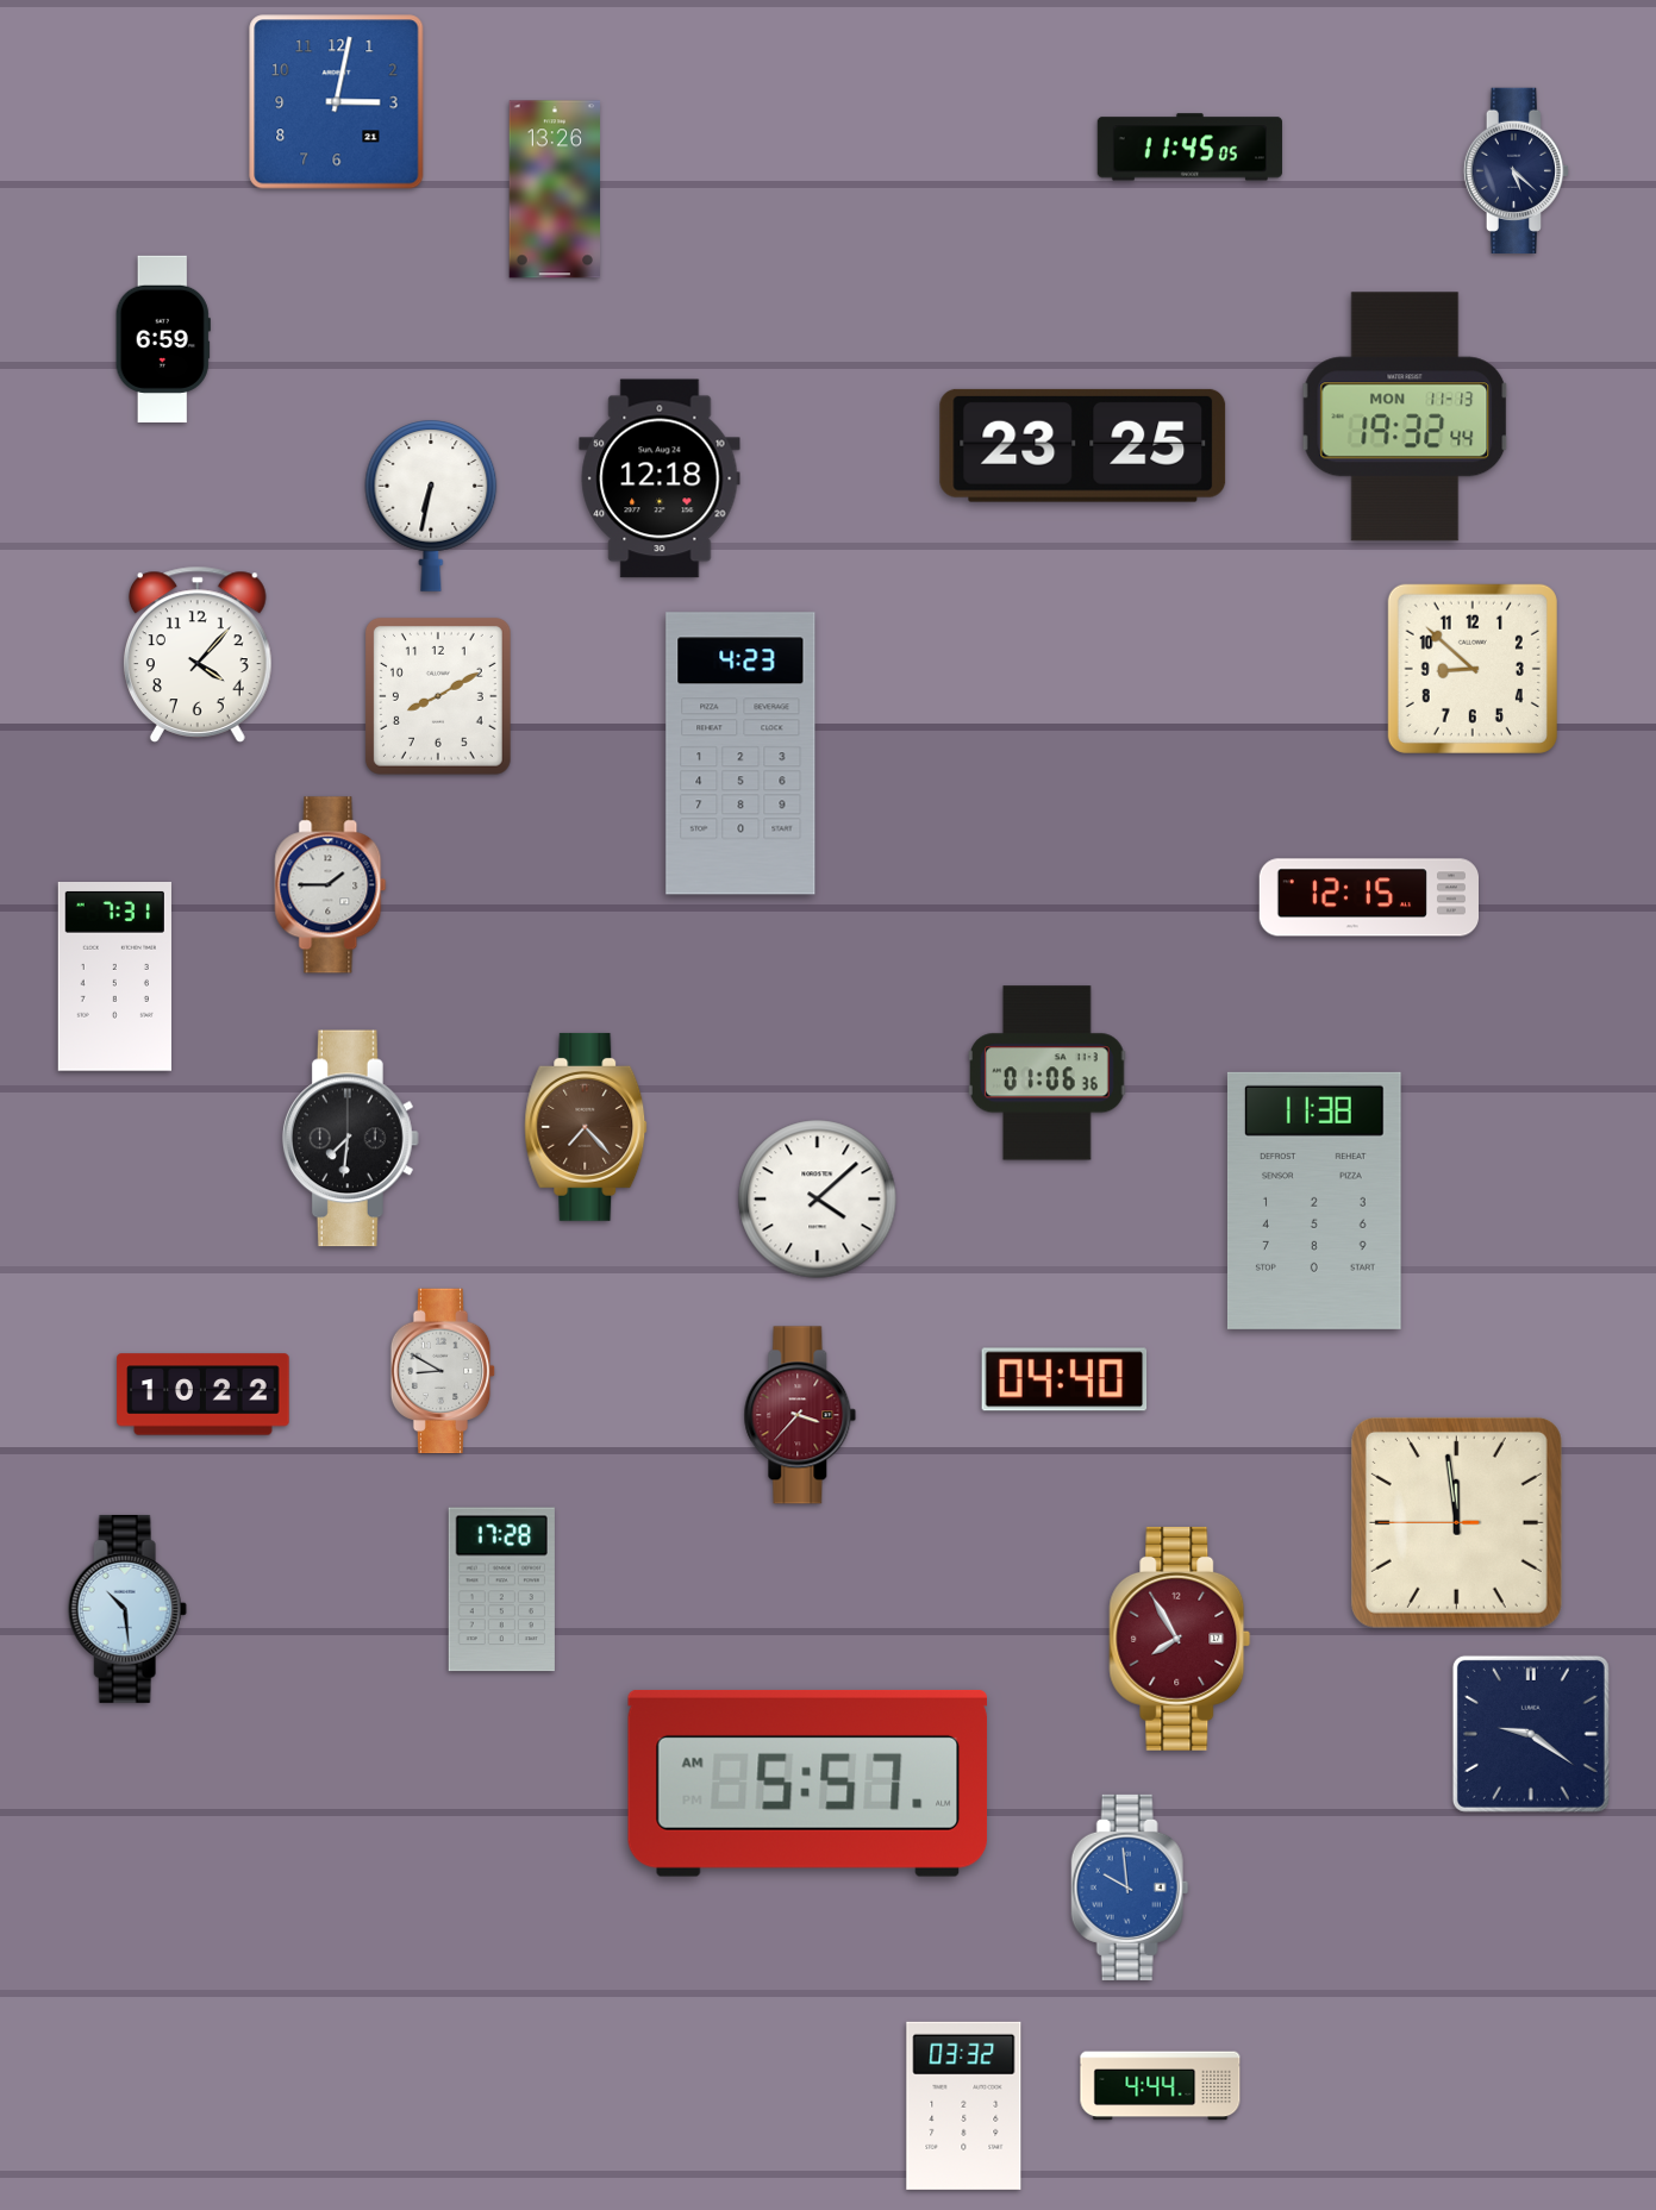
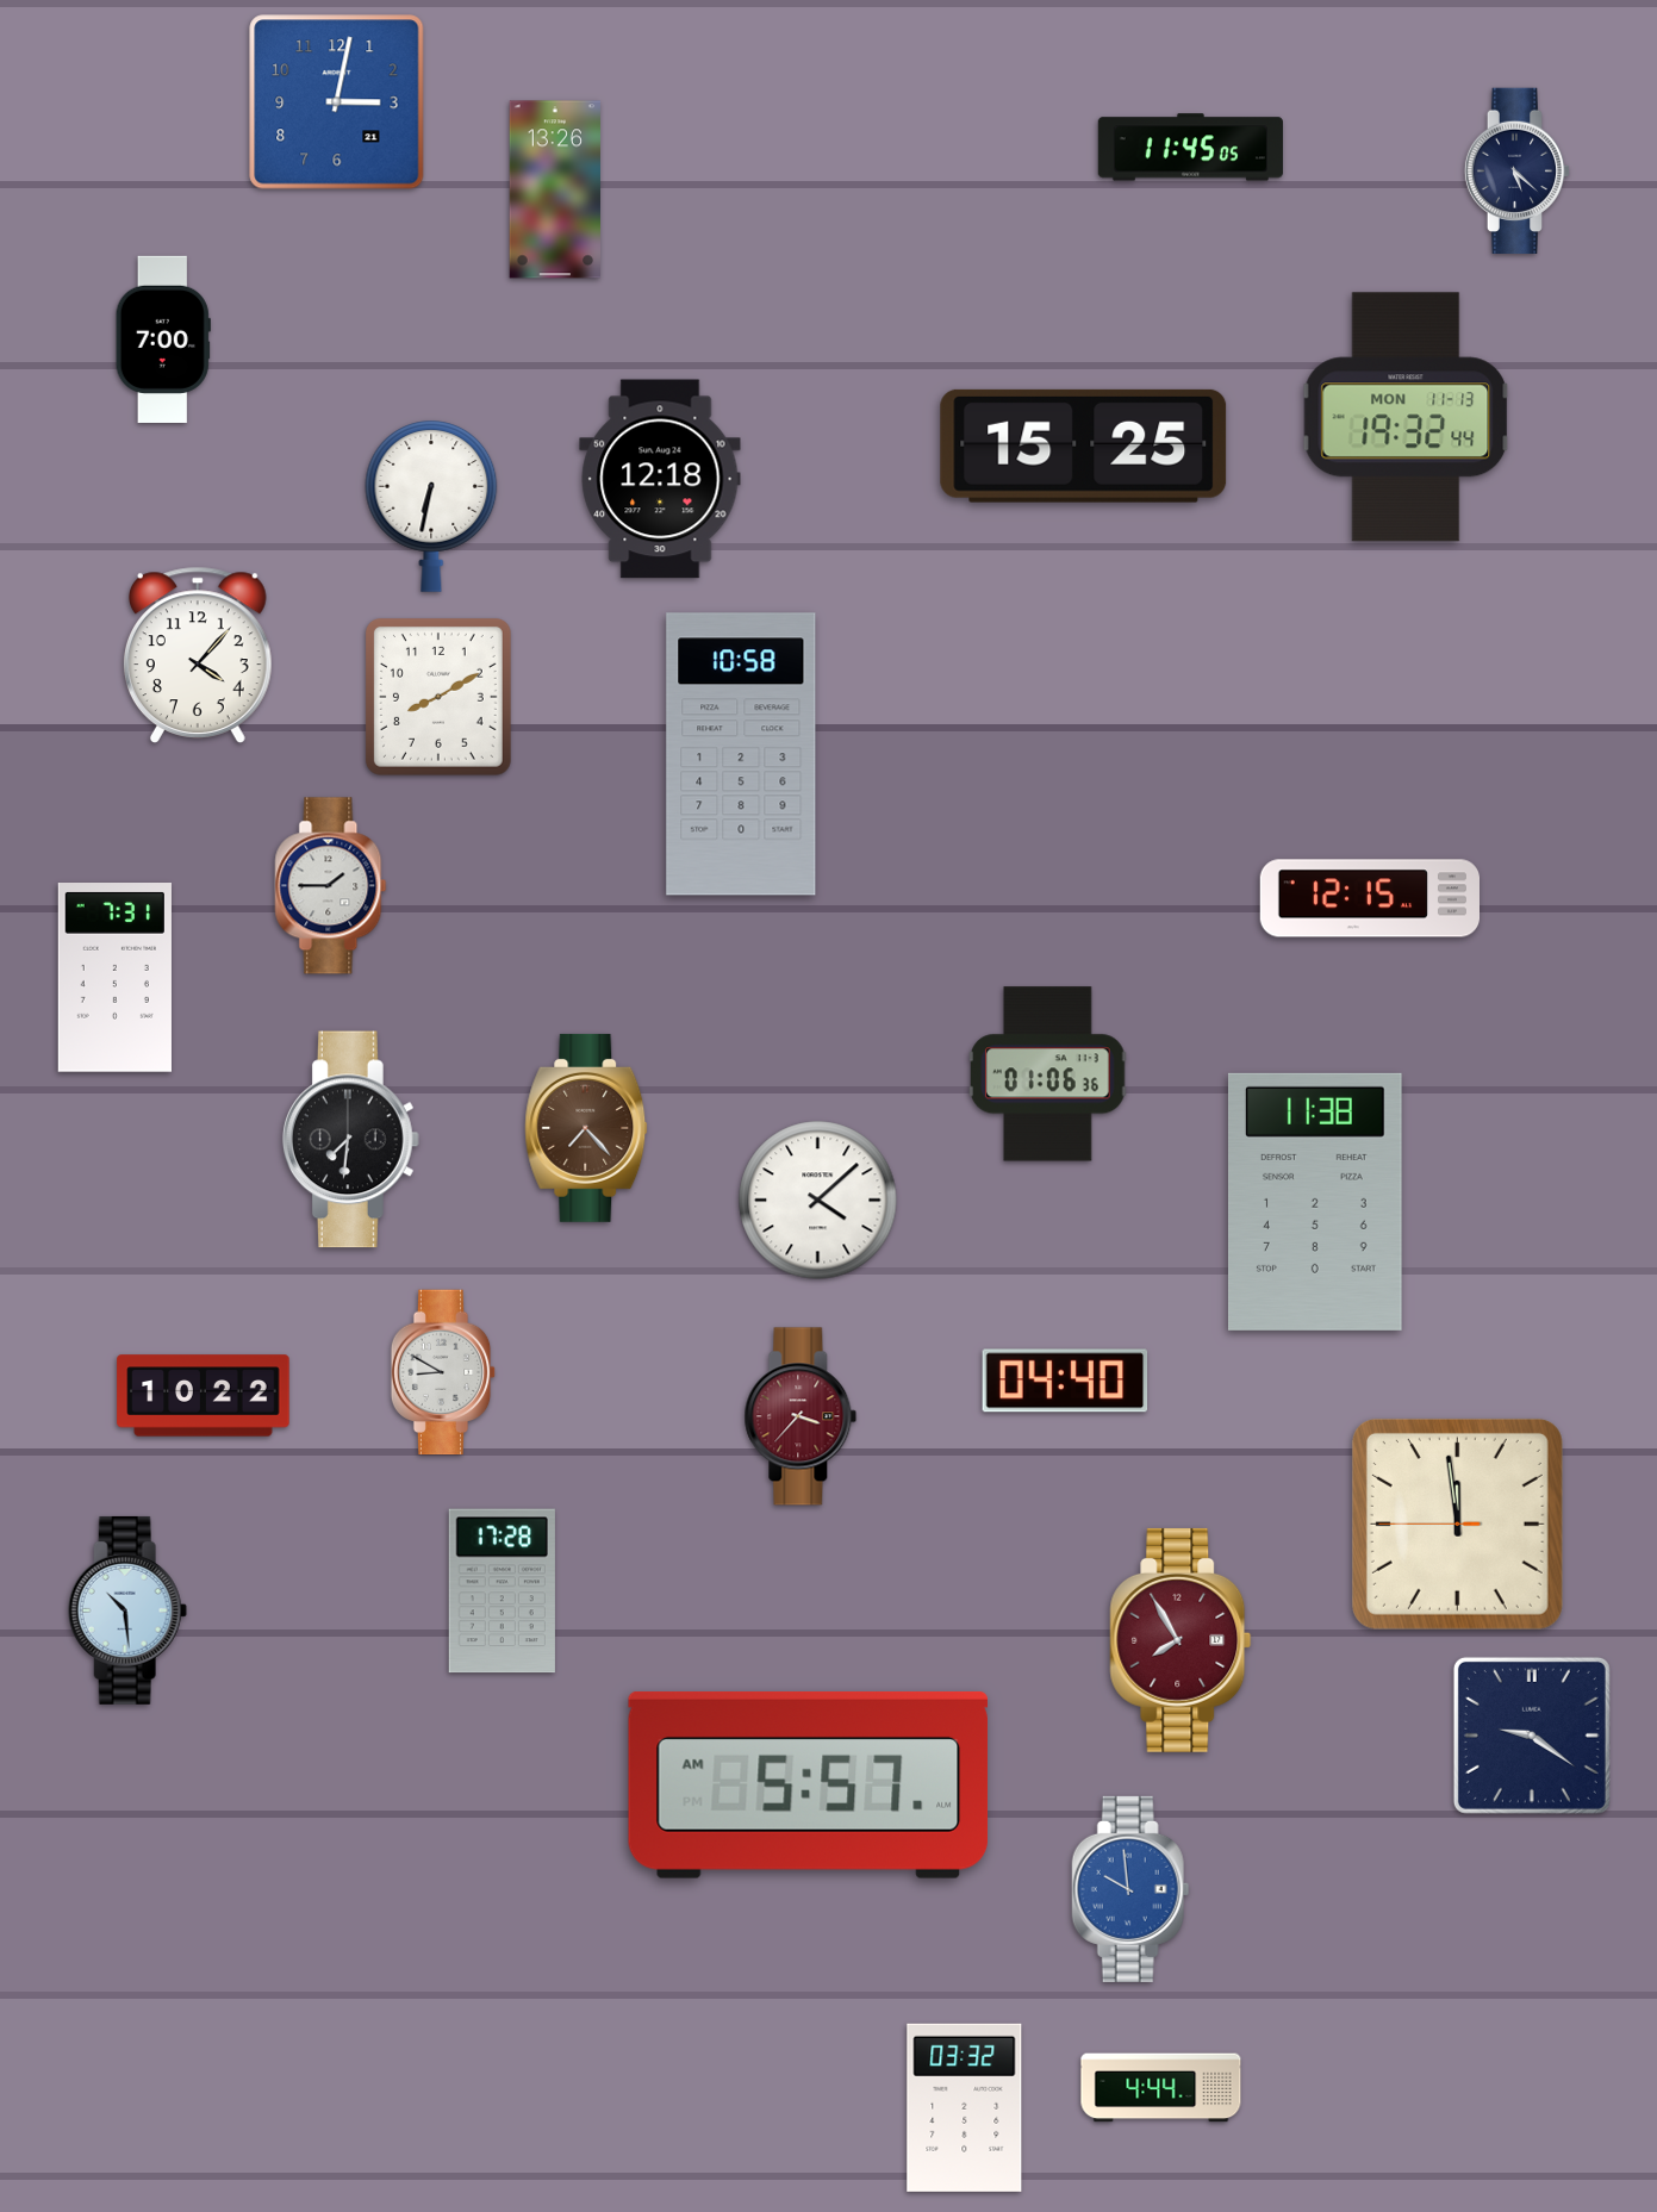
clock at (163, 339): 6:59 -> 7:00
clock at (1083, 445): 23:25 -> 15:25
clock at (1473, 669): 8:52 -> none
clock at (740, 753): 4:23 -> 10:58
